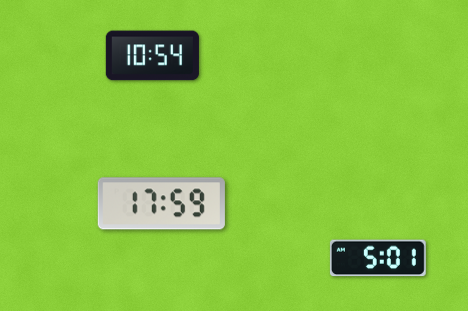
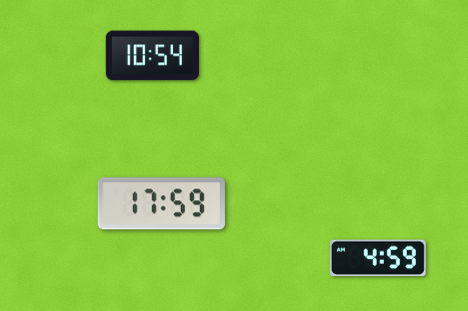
clock at (378, 258): 5:01 -> 4:59
